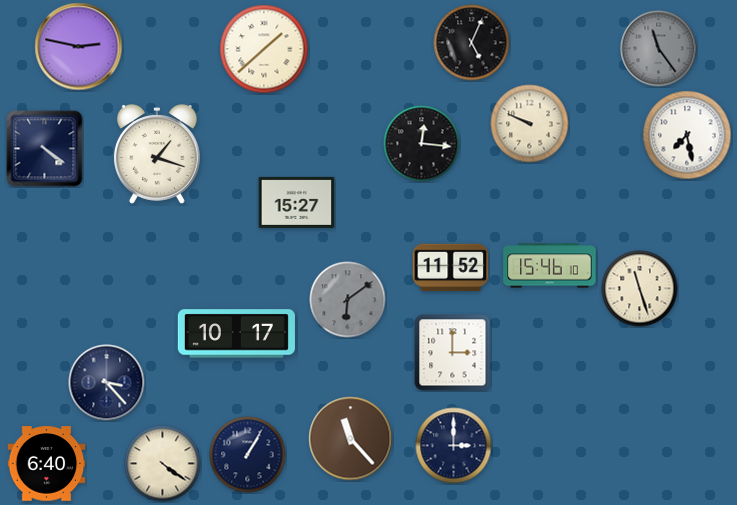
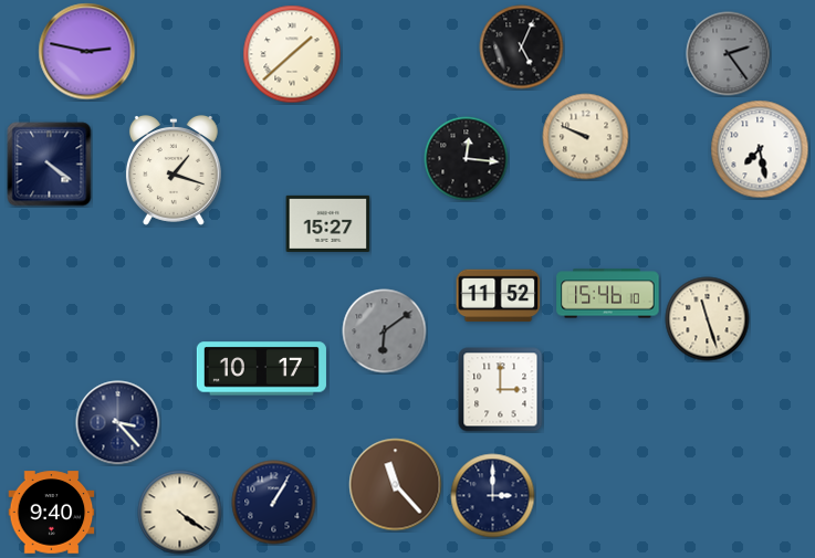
clock at (659, 49): 11:24 -> 2:24
clock at (351, 439) position: (351, 439) -> (396, 485)
clock at (454, 446) position: (454, 446) -> (493, 496)
clock at (47, 464): 6:40 -> 9:40
